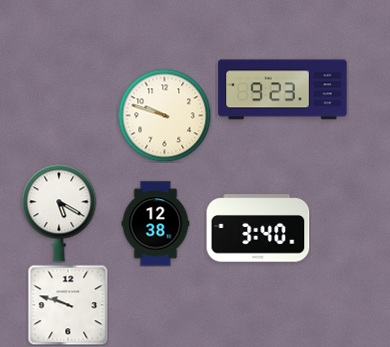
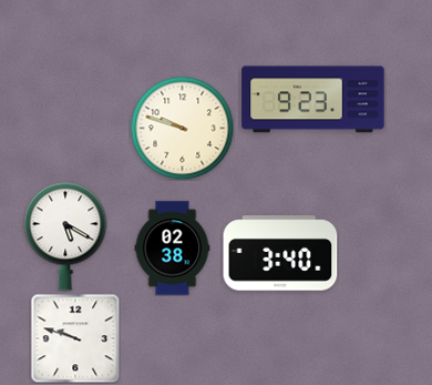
clock at (156, 224): 12:38 -> 02:38
clock at (258, 228) position: (258, 228) -> (280, 253)
